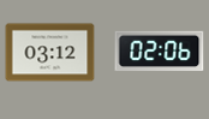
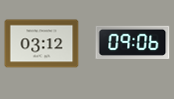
clock at (160, 50): 02:06 -> 09:06
